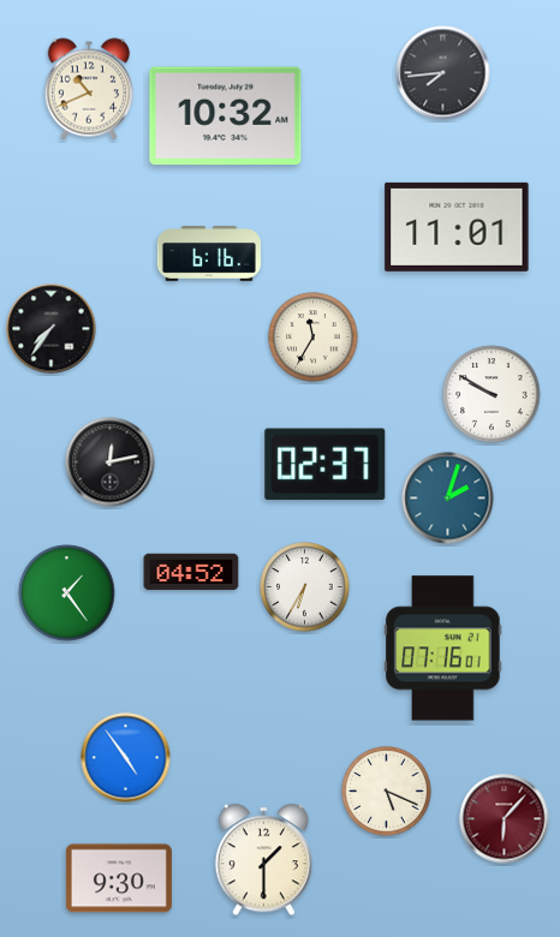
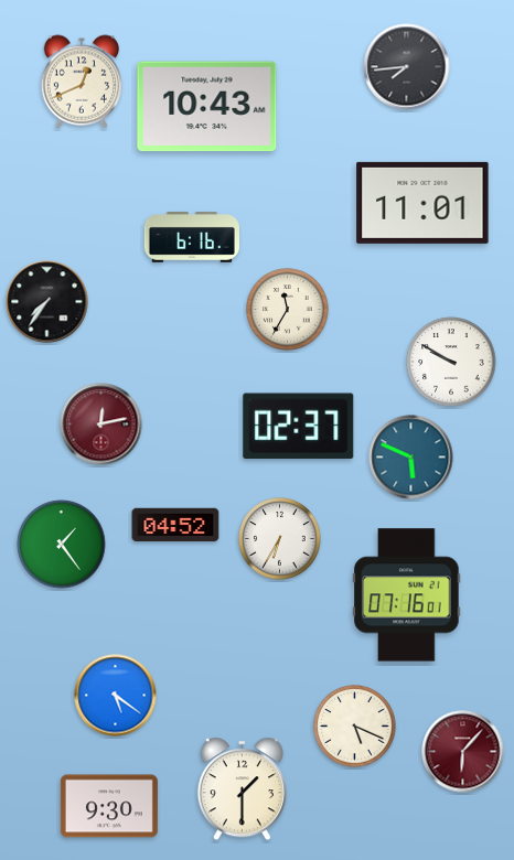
clock at (88, 89): 10:41 -> 12:41
clock at (226, 117): 10:32 -> 10:43
clock at (457, 227) position: (457, 227) -> (422, 203)
clock at (209, 255) position: (209, 255) -> (192, 238)
clock at (111, 462) dial: black -> burgundy
clock at (448, 499): 2:03 -> 5:49
clock at (126, 758): 4:54 -> 5:21
